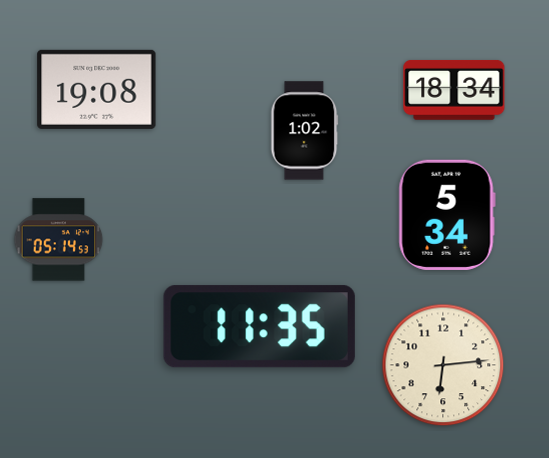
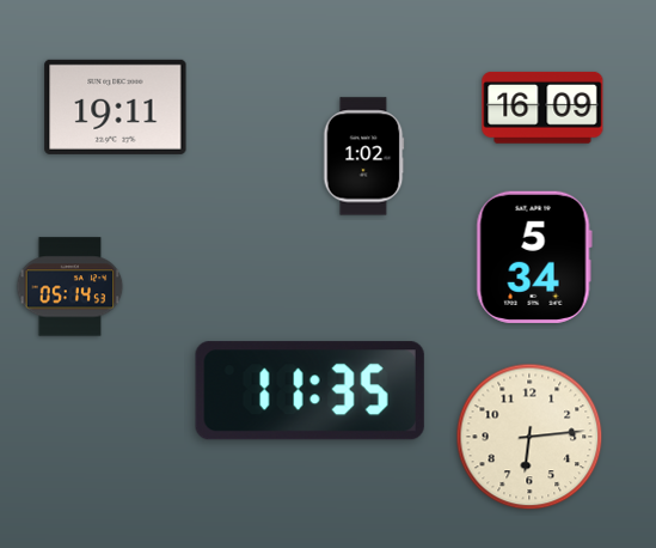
clock at (97, 89): 19:08 -> 19:11
clock at (454, 90): 18:34 -> 16:09
